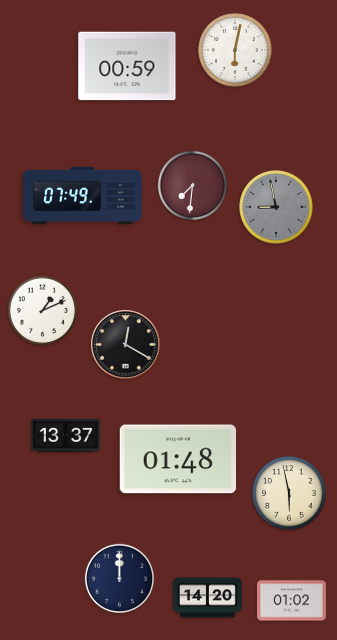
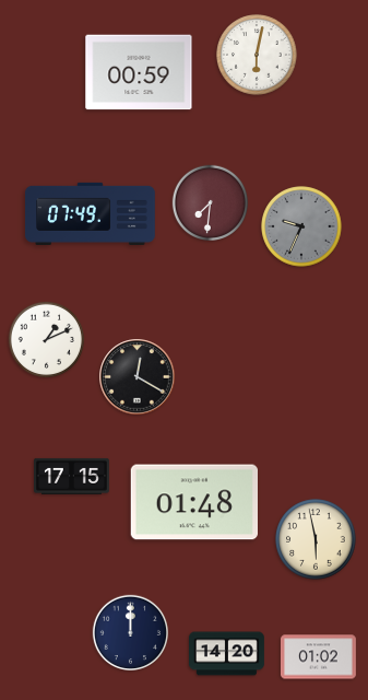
clock at (276, 207): 8:58 -> 9:34
clock at (66, 435): 13:37 -> 17:15
